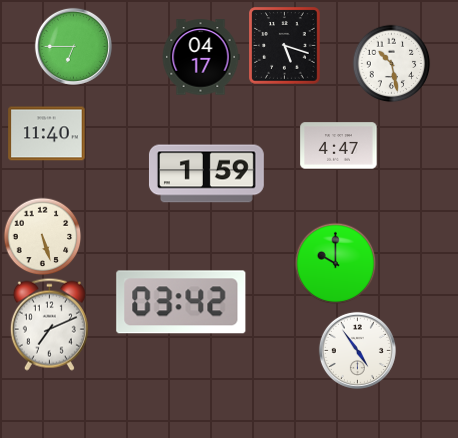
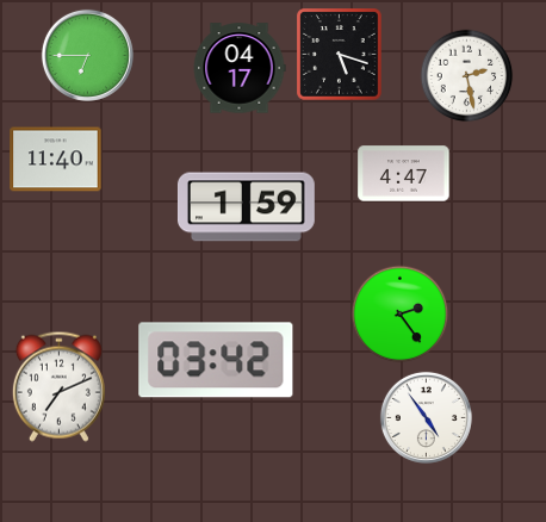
clock at (391, 63): 10:28 -> 2:28
clock at (42, 236): 5:27 -> none
clock at (335, 263): 10:00 -> 2:24
